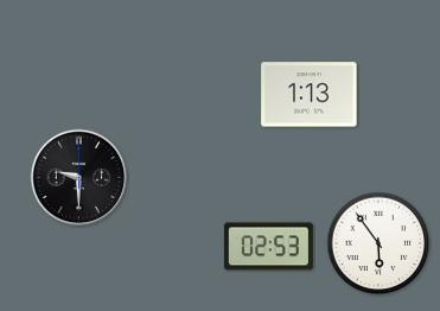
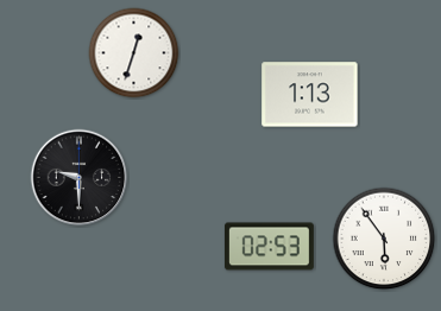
clock at (134, 53): none -> 12:33
clock at (378, 243) position: (378, 243) -> (384, 239)
